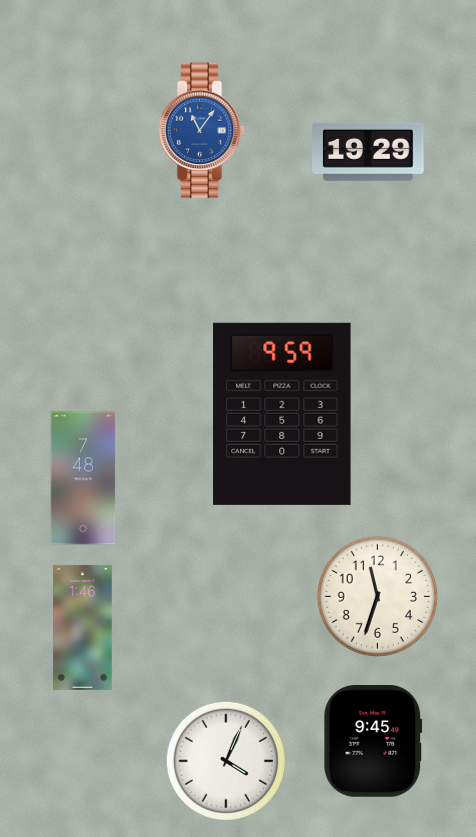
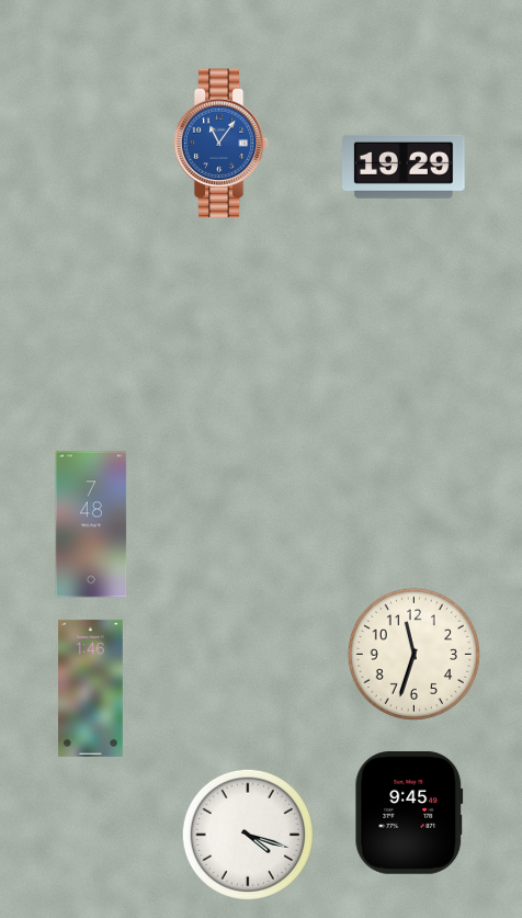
clock at (282, 414): 9:59 -> none
clock at (226, 761): 4:04 -> 4:18
